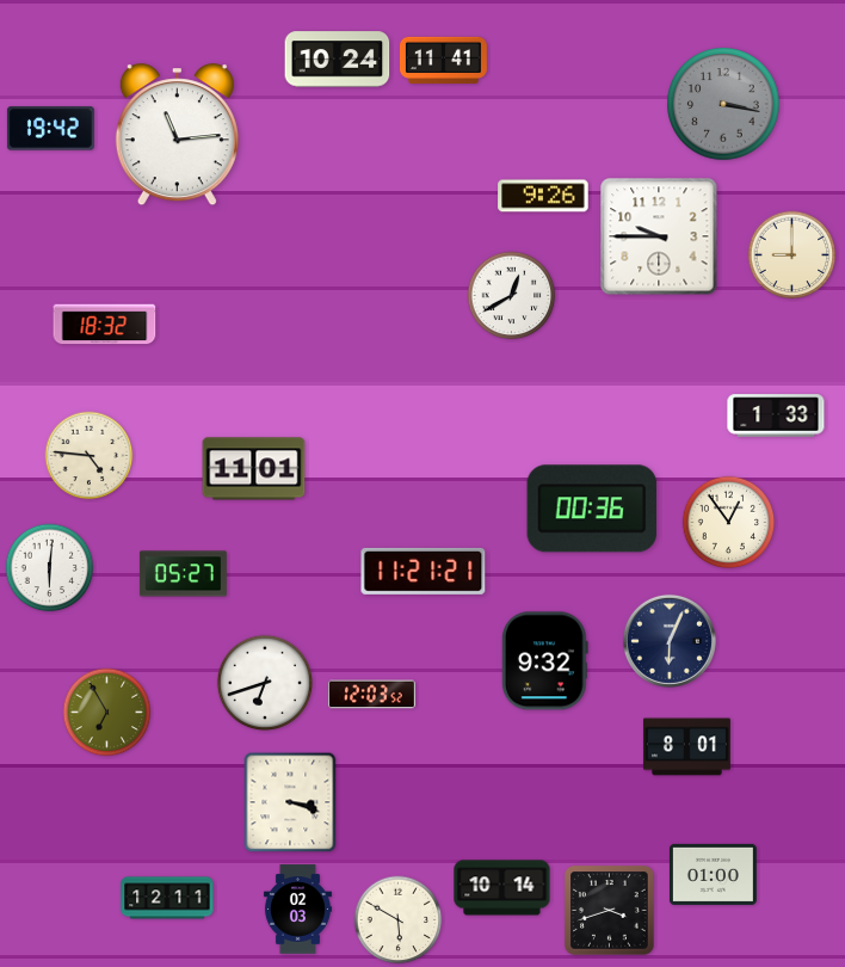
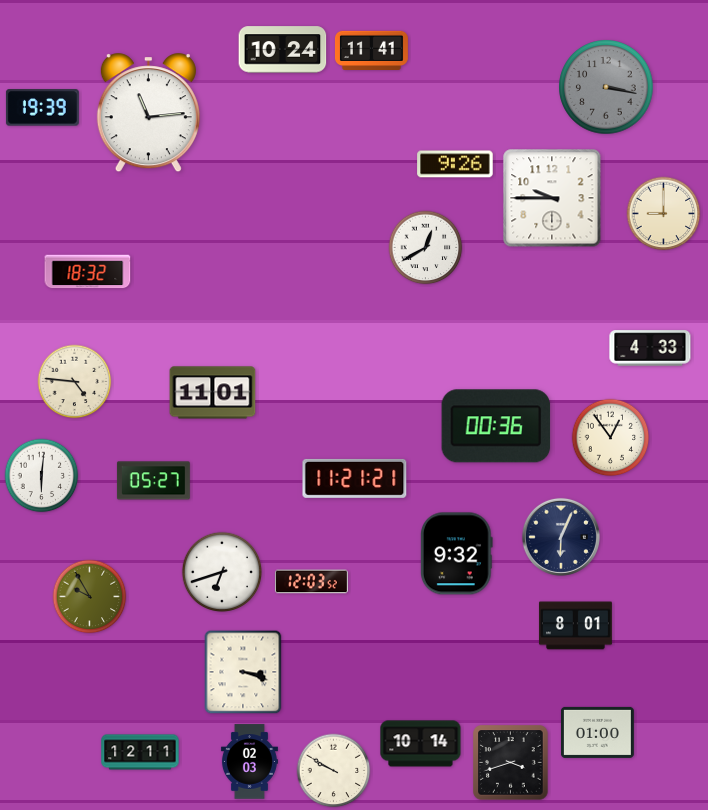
clock at (50, 129): 19:42 -> 19:39
clock at (512, 296) position: (512, 296) -> (426, 248)
clock at (776, 415): 1:33 -> 4:33
clock at (107, 713): 6:55 -> 9:55
clock at (399, 920): 5:50 -> 9:50
